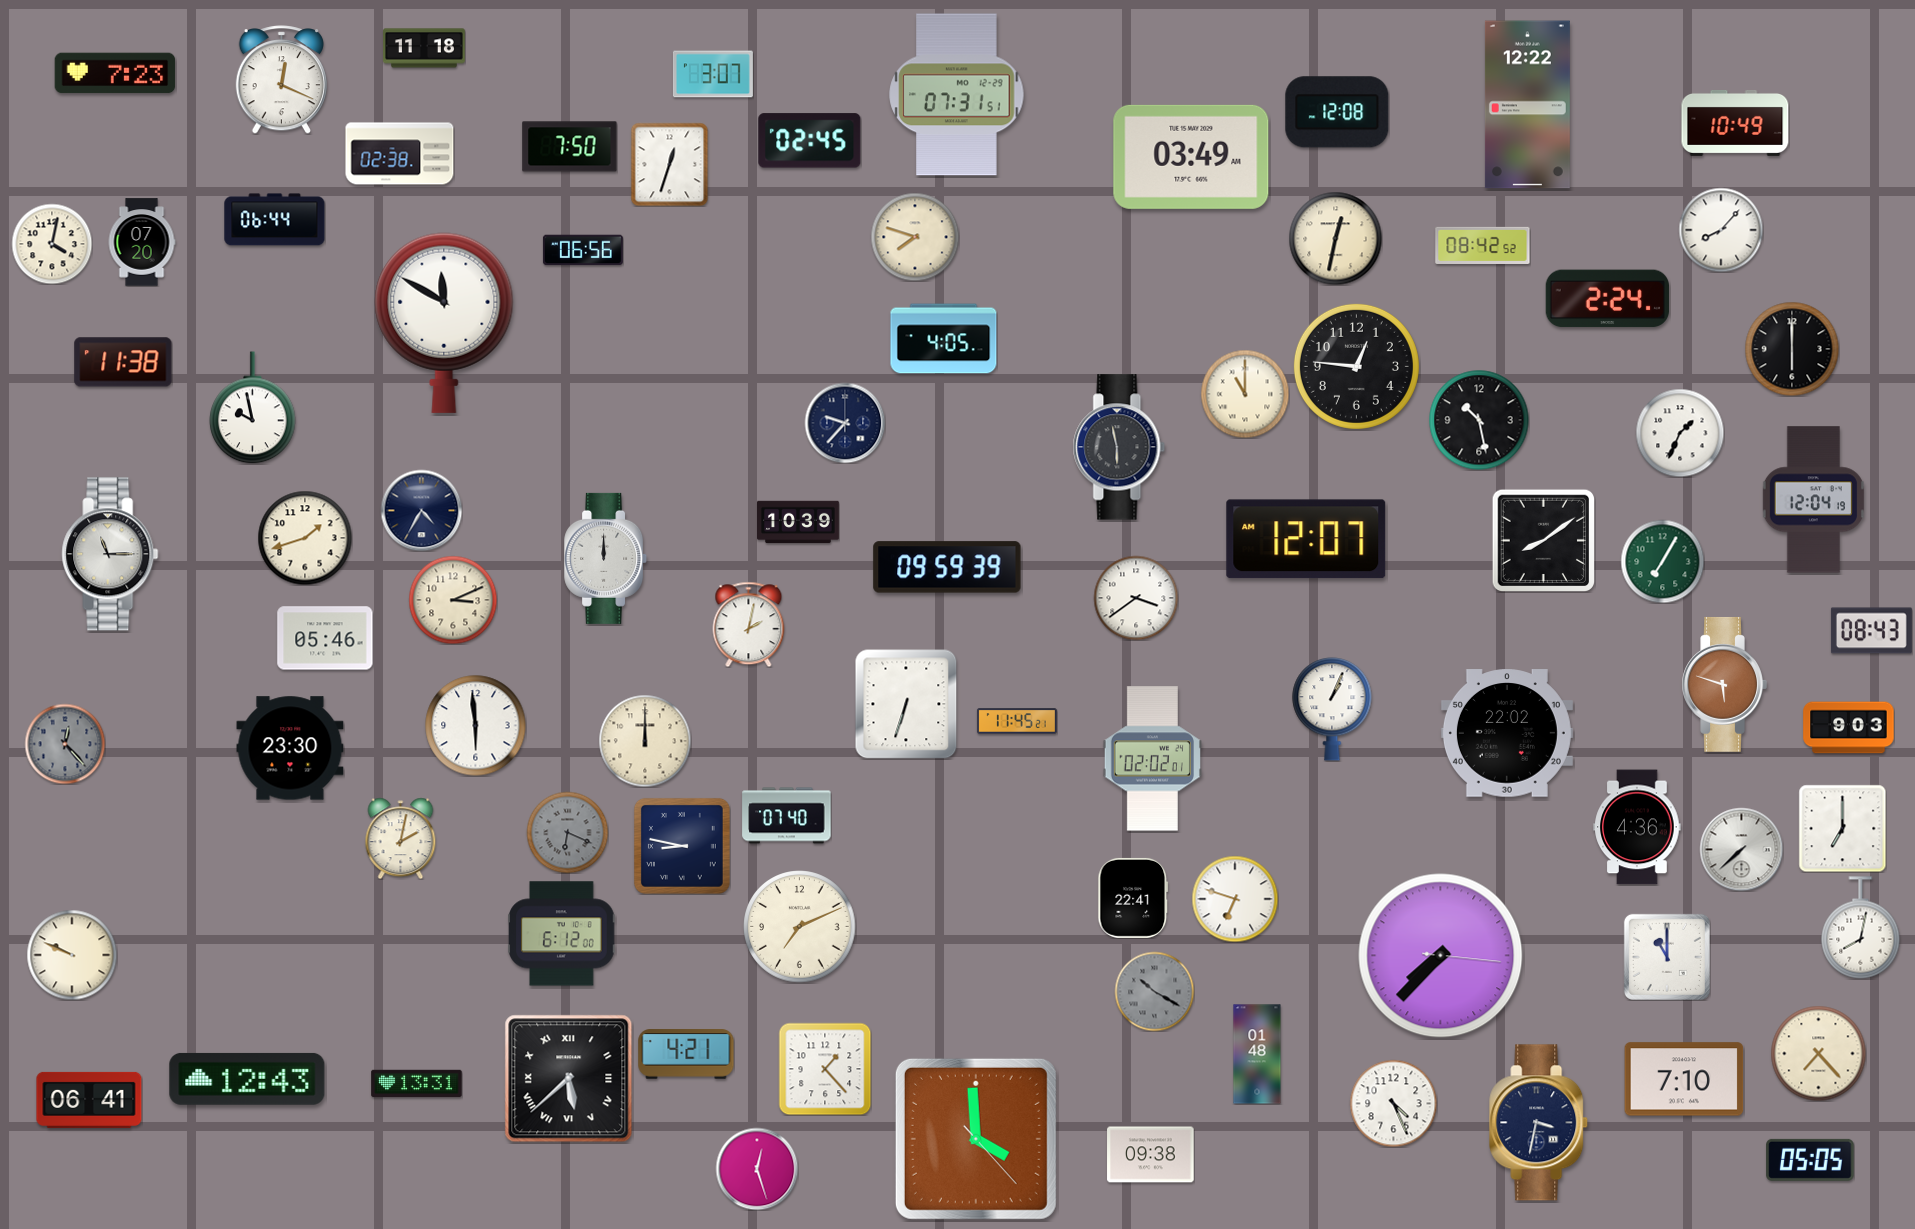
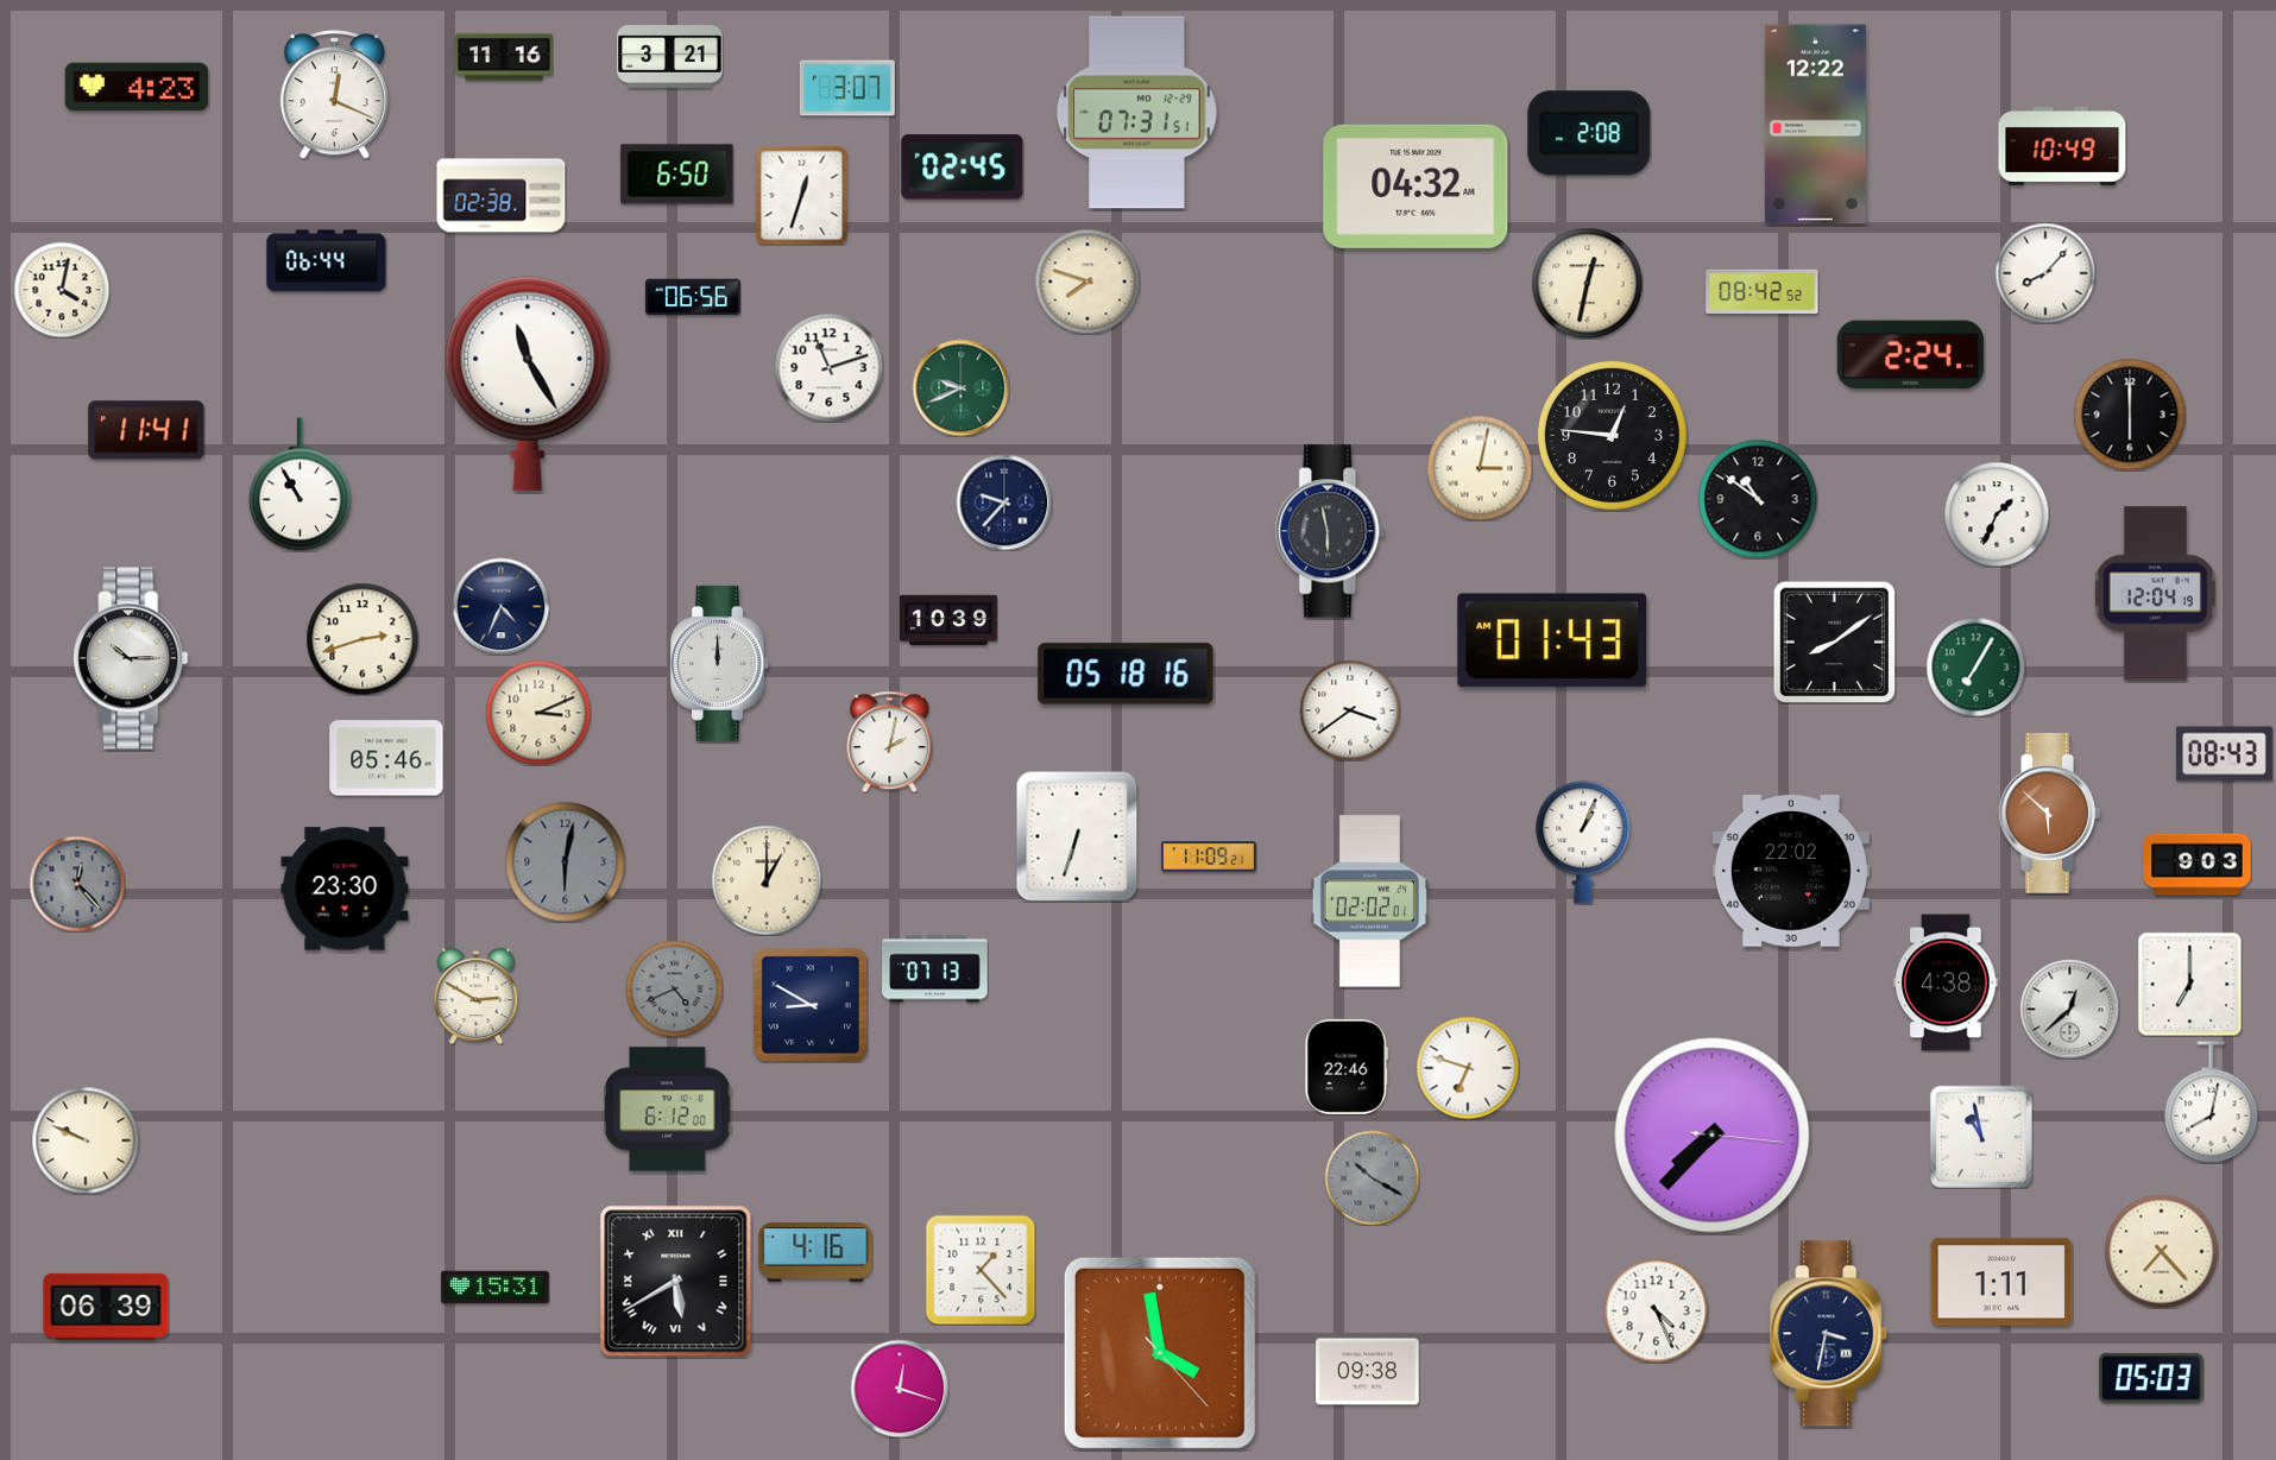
clock at (425, 48): 11:18 -> 11:16
clock at (670, 57): none -> 3:21
clock at (115, 73): 7:23 -> 4:23
clock at (1337, 112): 12:08 -> 2:08
clock at (570, 147): 7:50 -> 6:50
clock at (400, 154) position: (400, 154) -> (502, 196)
clock at (1191, 157): 03:49 -> 04:32
clock at (670, 164) position: (670, 164) -> (802, 195)
clock at (142, 242): 07:20 -> none
clock at (828, 367): none -> 11:12
clock at (444, 323): 11:50 -> 11:25
clock at (960, 387): none -> 9:41
clock at (944, 339): 4:05 -> none
clock at (123, 362): 11:38 -> 11:41
clock at (1245, 394): 11:00 -> 3:02
clock at (253, 408): 9:58 -> 10:55
clock at (1479, 420): 10:28 -> 10:51
clock at (421, 510): 4:35 -> 4:34
clock at (305, 538): 1:42 -> 2:42
clock at (1306, 539): 12:07 -> 01:43
clock at (110, 554): 11:15 -> 10:15
clock at (947, 567): 09:59 -> 05:18
clock at (1871, 631) position: (1871, 631) -> (2224, 754)
clock at (1724, 684): 5:48 -> 5:52
clock at (1017, 721): 11:45 -> 11:09
clock at (476, 726): 5:59 -> 6:02
clock at (476, 726) dial: white -> grey
clock at (645, 741): 12:00 -> 1:00
clock at (787, 816): 07:40 -> 07:13
clock at (1637, 827): 4:36 -> 4:38
clock at (567, 832): 6:19 -> 4:41
clock at (401, 838): 2:02 -> 2:50
clock at (682, 846): 8:47 -> 8:50
clock at (1741, 849): 7:38 -> 12:38
clock at (1133, 898): 22:41 -> 22:46
clock at (800, 927): 7:11 -> none
clock at (72, 955) position: (72, 955) -> (86, 1140)
clock at (1667, 957): 11:00 -> 10:58
clock at (686, 1054): 4:21 -> 4:16
clock at (1257, 1054): 01:48 -> none
clock at (247, 1079): 12:43 -> none
clock at (569, 1079): 5:38 -> 5:40
clock at (1684, 1079): 7:10 -> 1:11
clock at (417, 1084): 13:31 -> 15:31
clock at (89, 1100): 06:41 -> 06:39
clock at (976, 1139): 3:59 -> 3:58
clock at (1810, 1160): 05:05 -> 05:03
clock at (757, 1169): 12:27 -> 12:18
